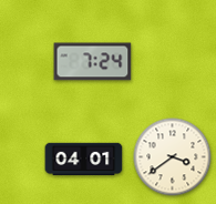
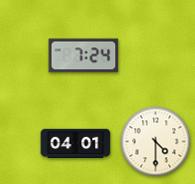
clock at (173, 157): 3:39 -> 4:30
